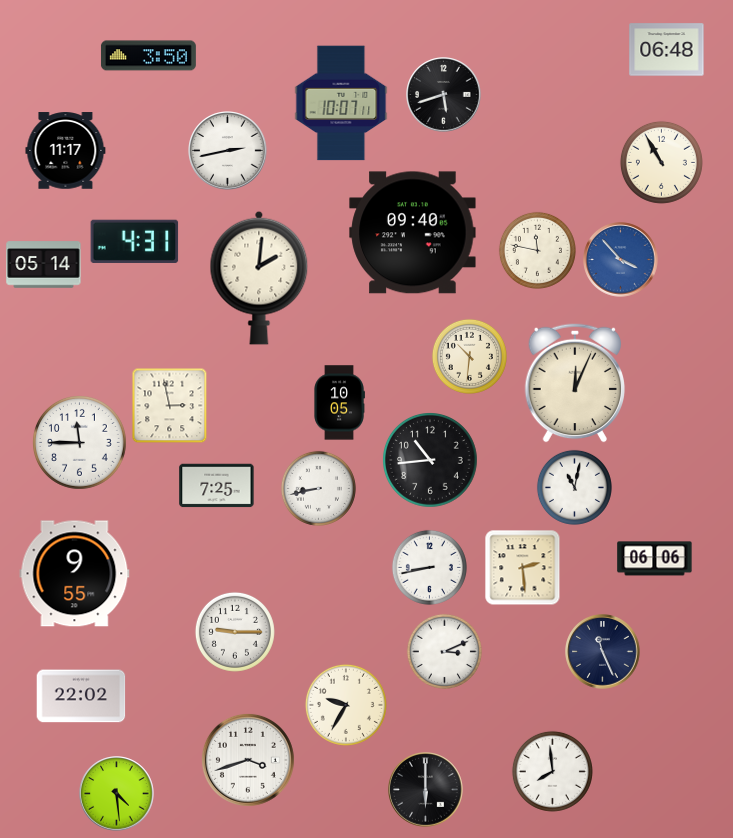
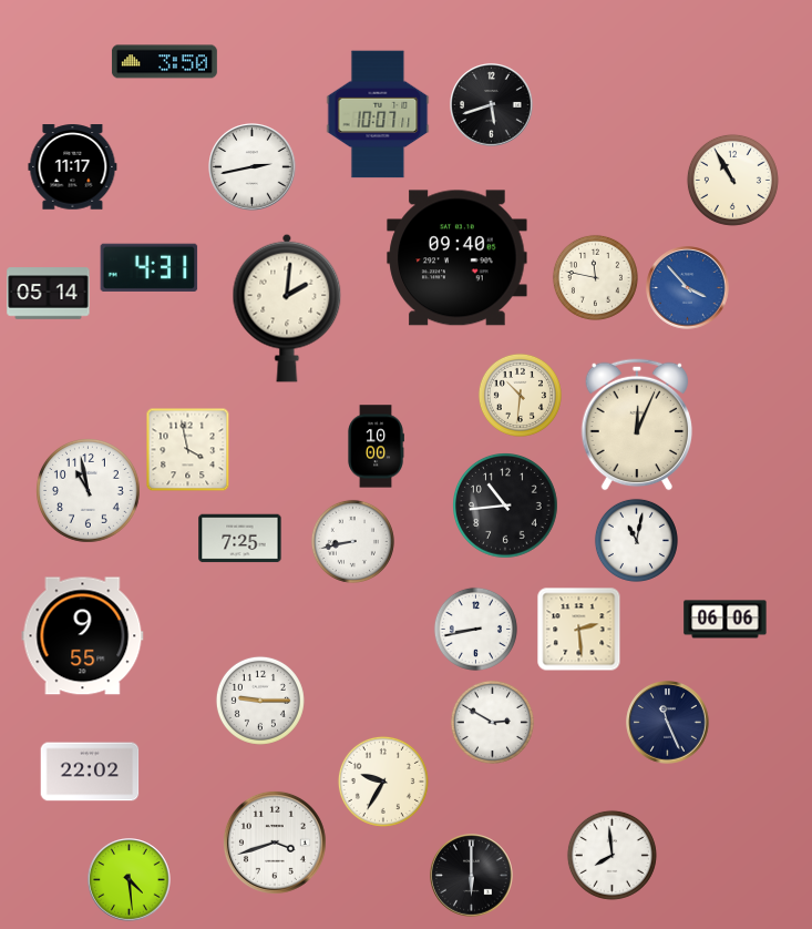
clock at (667, 50): 06:48 -> none
clock at (339, 403): 10:05 -> 10:00
clock at (170, 406): 2:58 -> 3:58
clock at (80, 443): 11:45 -> 10:58
clock at (431, 461) position: (431, 461) -> (506, 507)
clock at (444, 651): 3:11 -> 2:50
